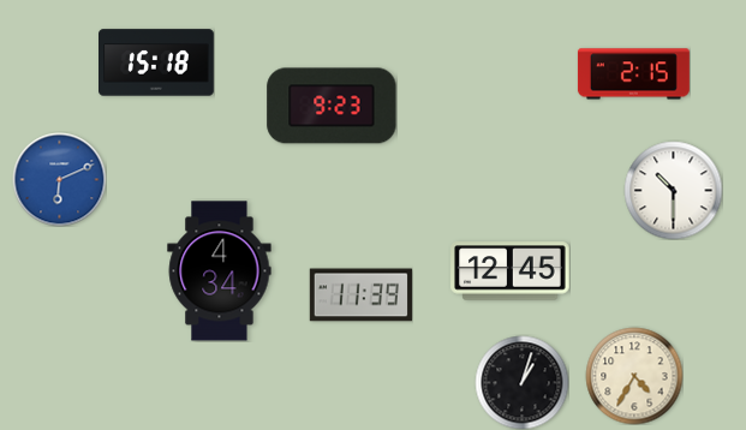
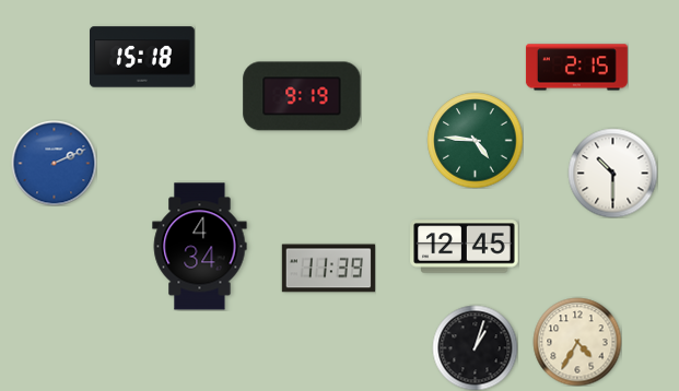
clock at (332, 106): 9:23 -> 9:19
clock at (475, 140): none -> 4:46
clock at (59, 179): 6:11 -> 2:11
